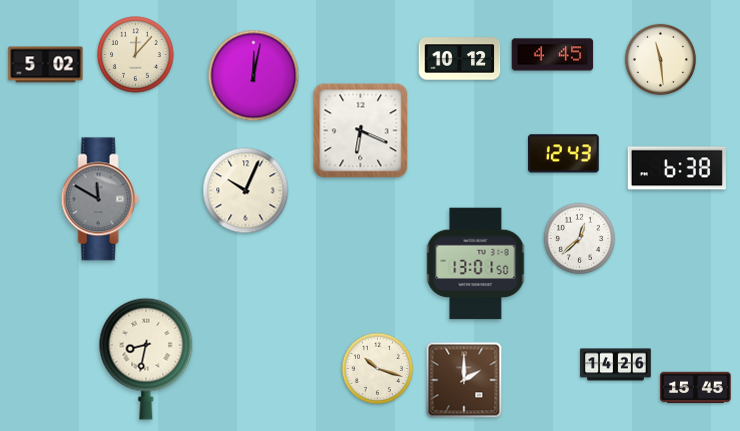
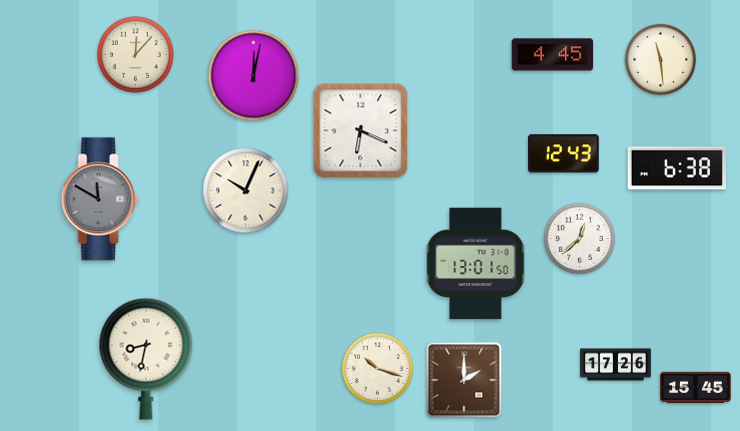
clock at (460, 59): 10:12 -> none
clock at (46, 65): 5:02 -> none
clock at (616, 365): 14:26 -> 17:26
